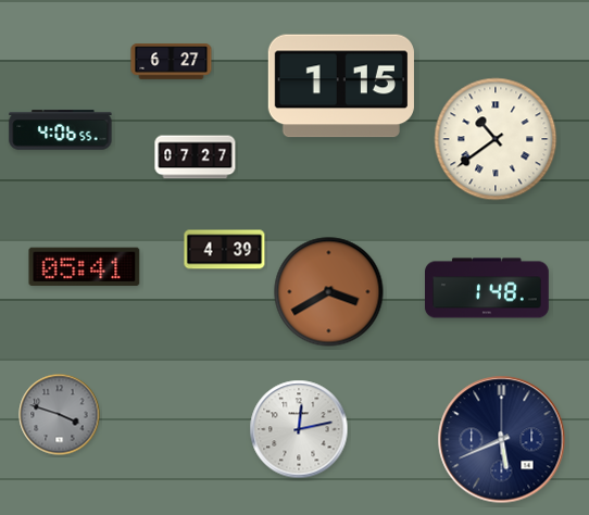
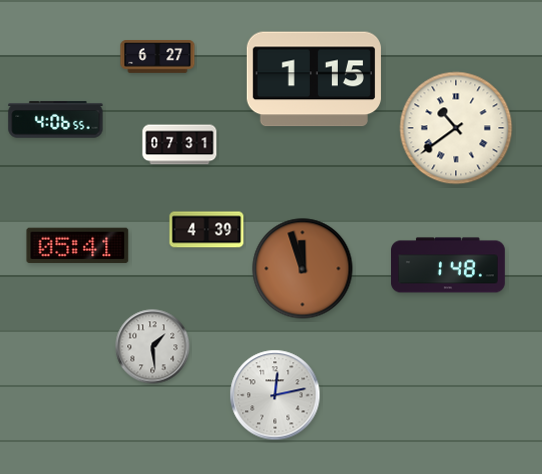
clock at (196, 158): 07:27 -> 07:31
clock at (329, 292): 3:40 -> 11:57
clock at (153, 347): none -> 1:29
clock at (60, 415): 3:48 -> none
clock at (502, 440): 5:41 -> none
